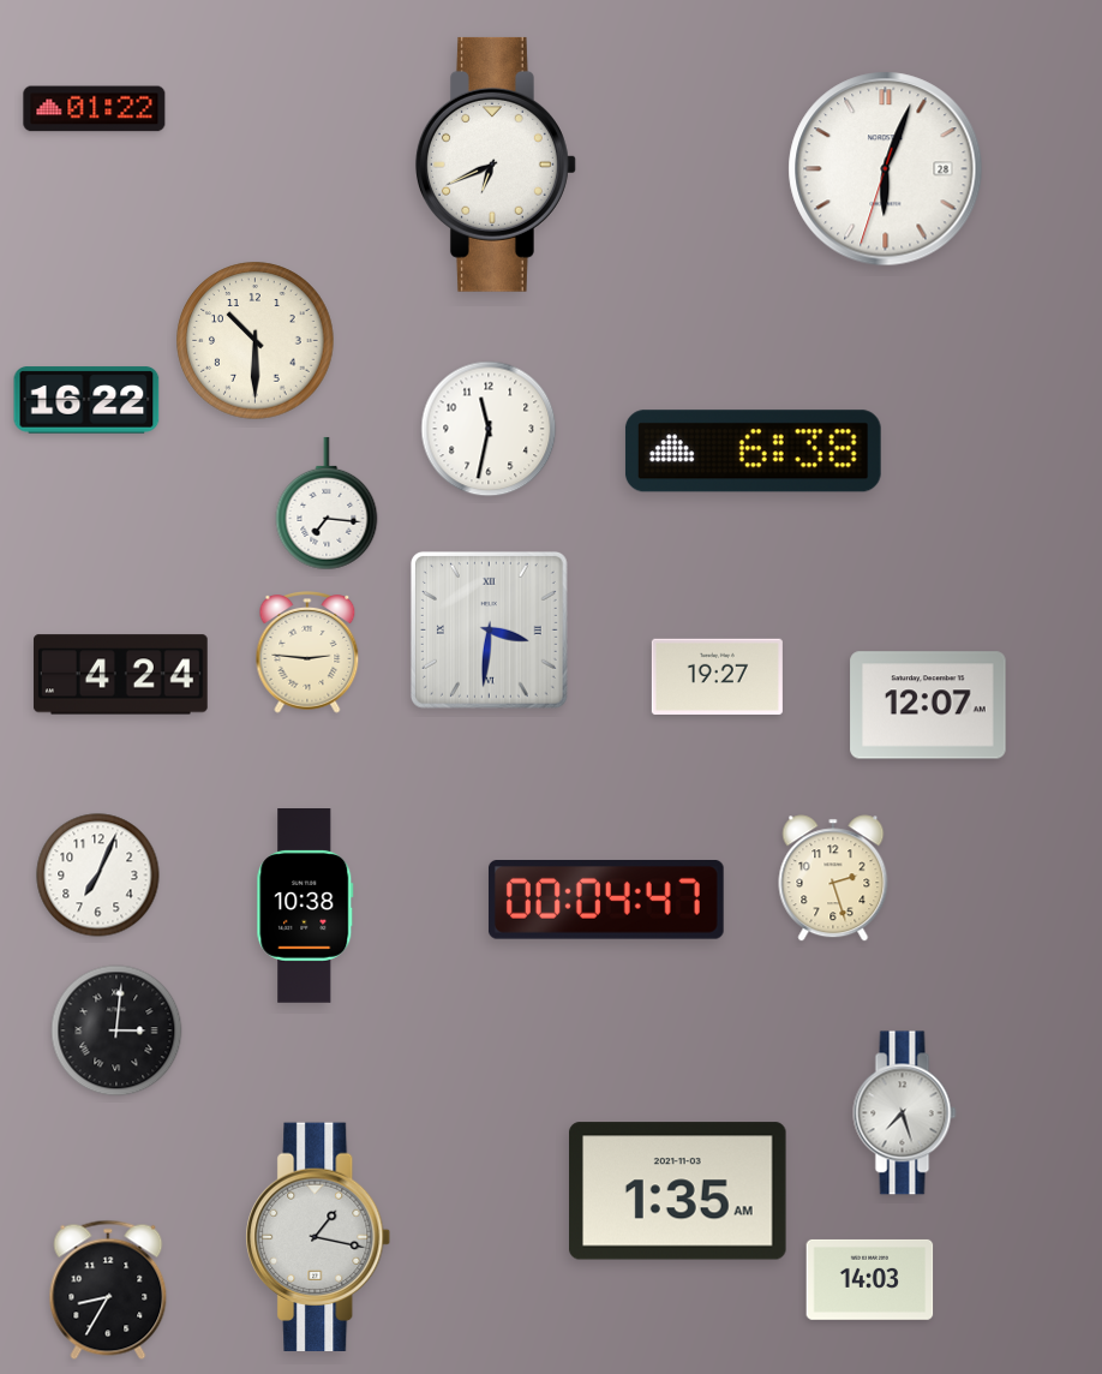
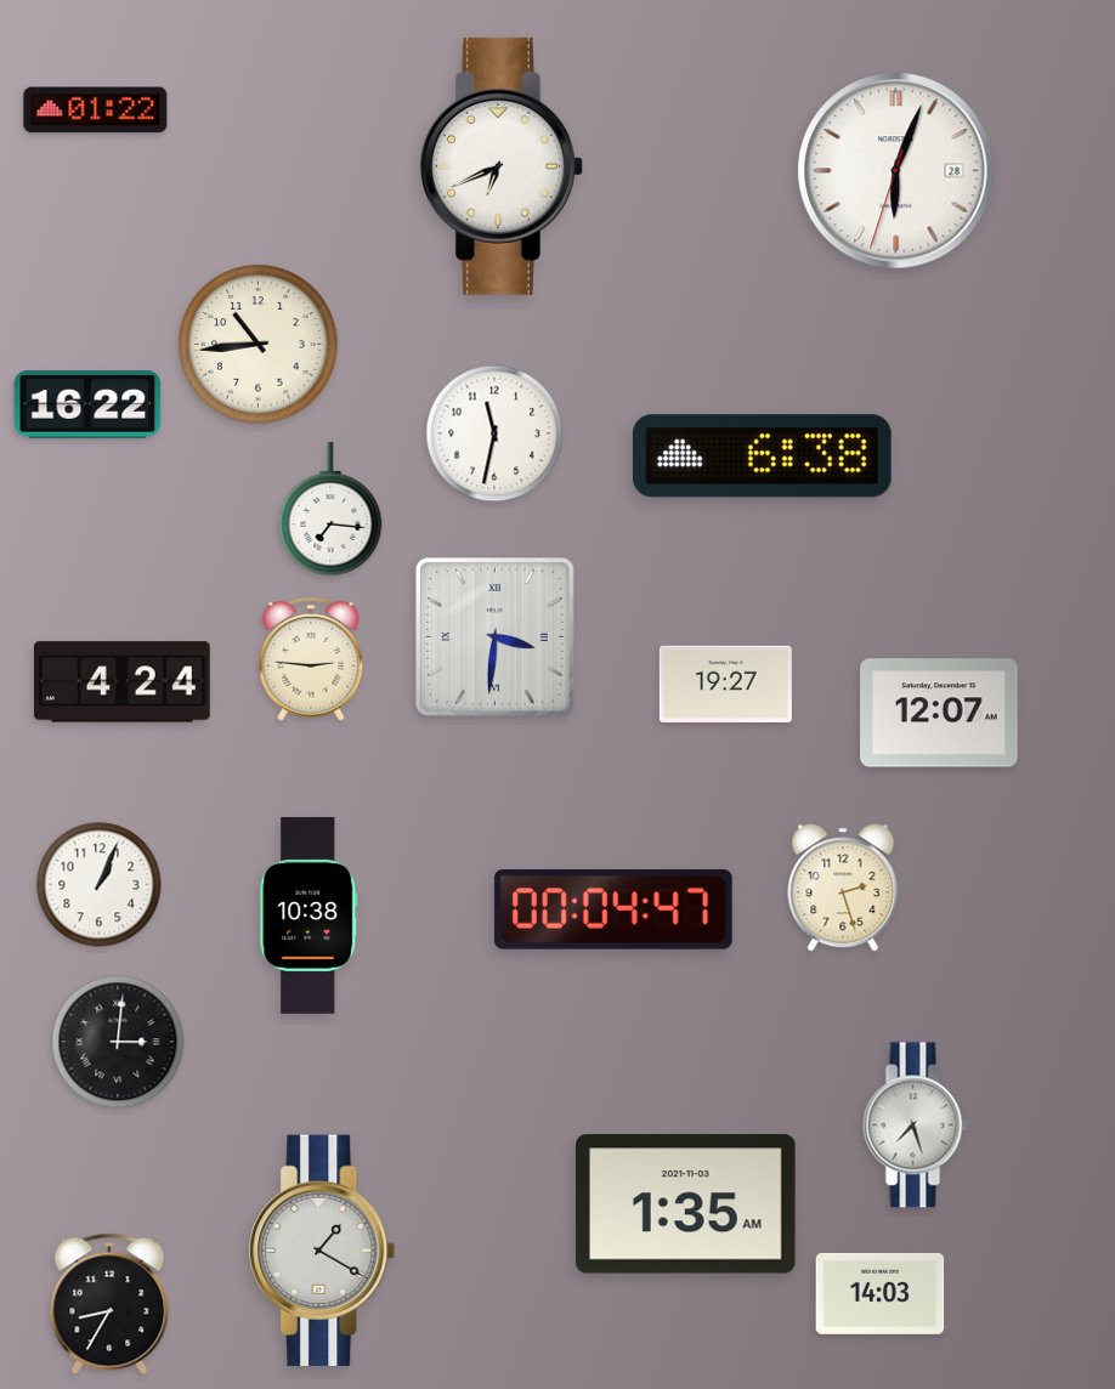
clock at (256, 341): 10:30 -> 10:44
clock at (98, 876): 7:04 -> 1:04
clock at (318, 1236): 1:17 -> 1:20
